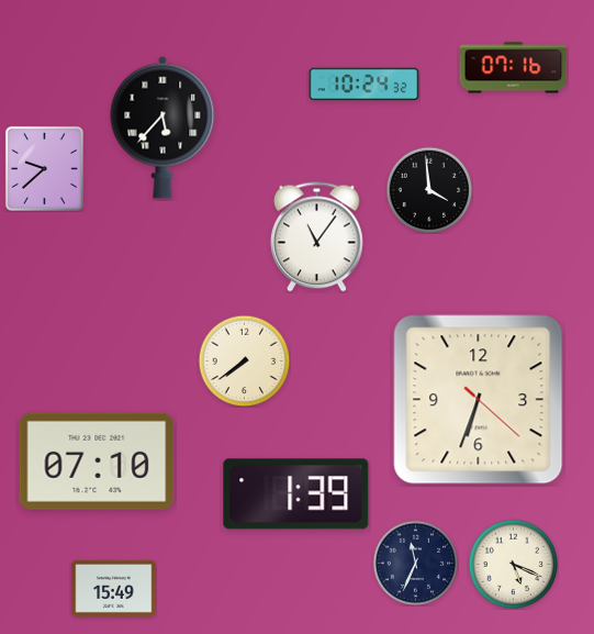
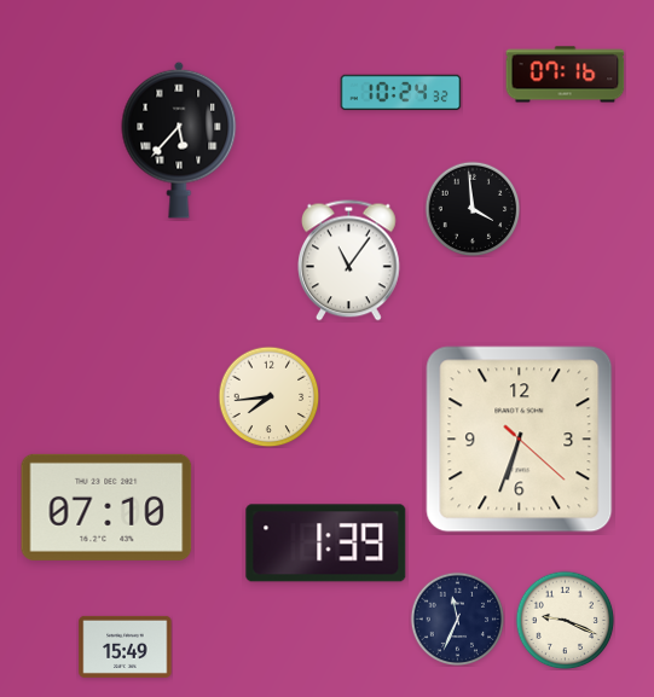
clock at (44, 168): 9:38 -> none
clock at (244, 360): 7:39 -> 7:44
clock at (479, 400) position: (479, 400) -> (520, 440)
clock at (513, 564): 5:19 -> 9:19
